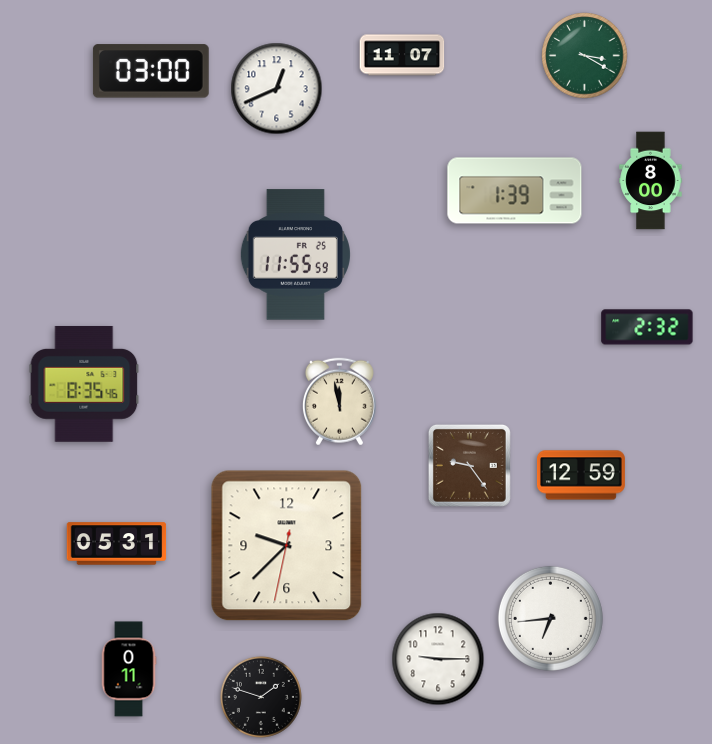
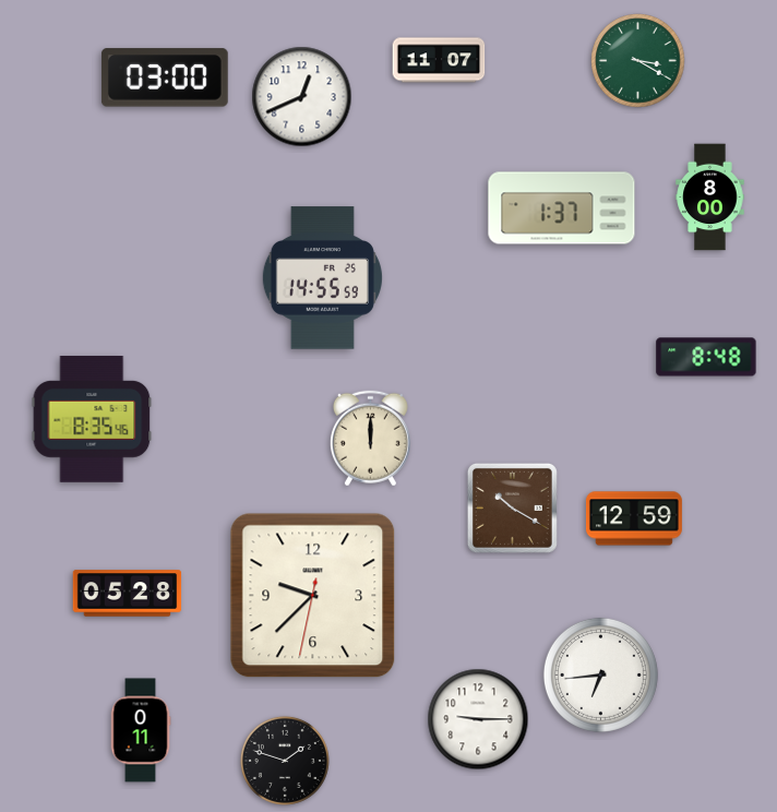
clock at (515, 191): 1:39 -> 1:37
clock at (295, 255): 11:55 -> 14:55
clock at (647, 327): 2:32 -> 8:48
clock at (339, 402): 11:58 -> 12:00
clock at (469, 465): 9:24 -> 10:20
clock at (117, 544): 05:31 -> 05:28
